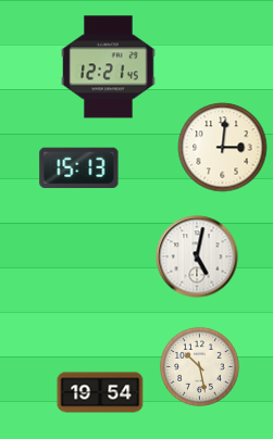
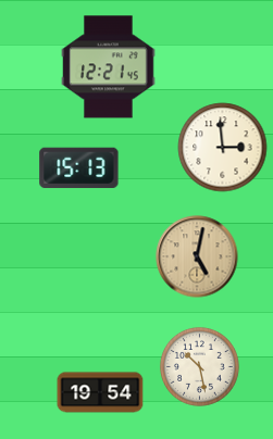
clock at (223, 148): 3:01 -> 2:59
clock at (197, 256) dial: white -> champagne
